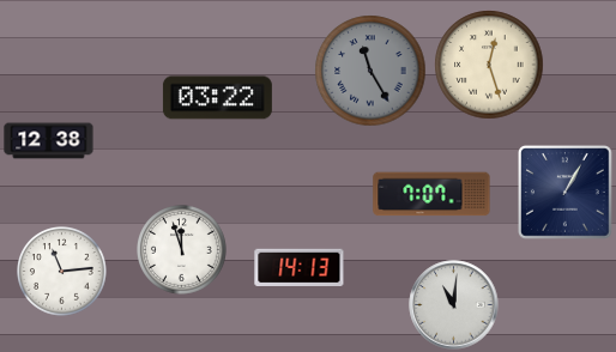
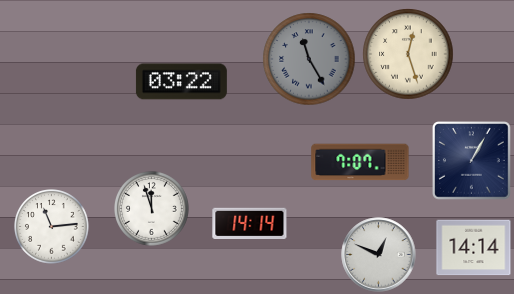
clock at (49, 141): 12:38 -> none
clock at (300, 267): 14:13 -> 14:14
clock at (474, 248): none -> 14:14
clock at (454, 305): 11:01 -> 12:49
